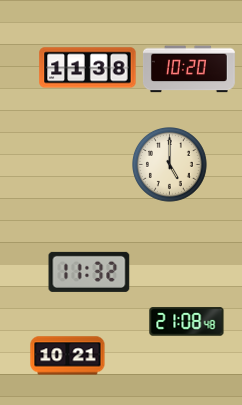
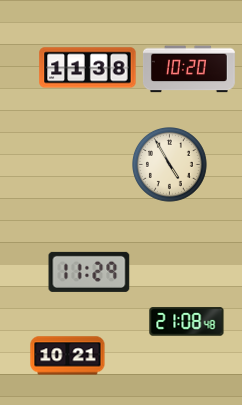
clock at (170, 165): 5:00 -> 4:55
clock at (89, 272): 11:32 -> 11:29
